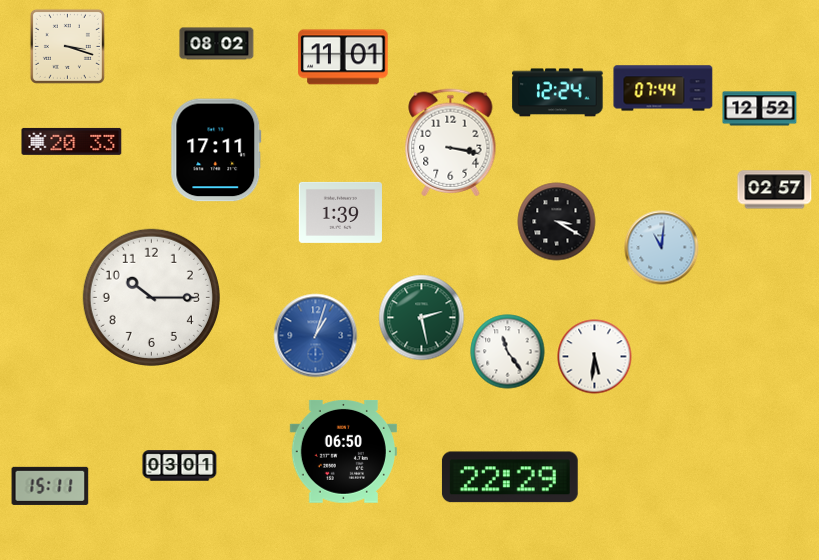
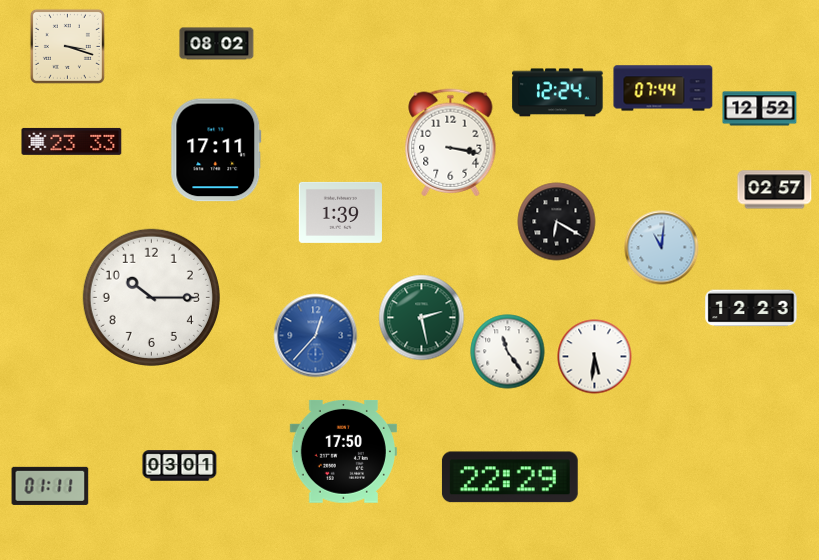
clock at (343, 57): 11:01 -> none
clock at (72, 141): 20:33 -> 23:33
clock at (557, 222): 3:20 -> 6:20
clock at (751, 308): none -> 12:23
clock at (316, 336): 1:03 -> 12:37
clock at (343, 451): 06:50 -> 17:50
clock at (50, 486): 15:11 -> 01:11
